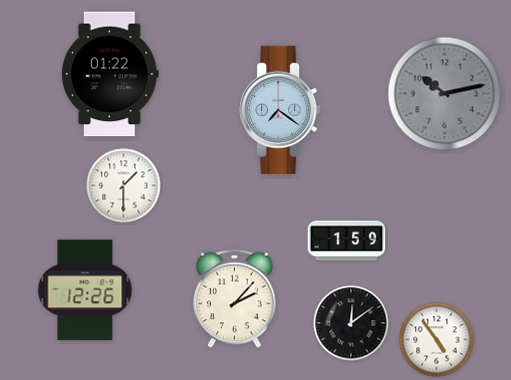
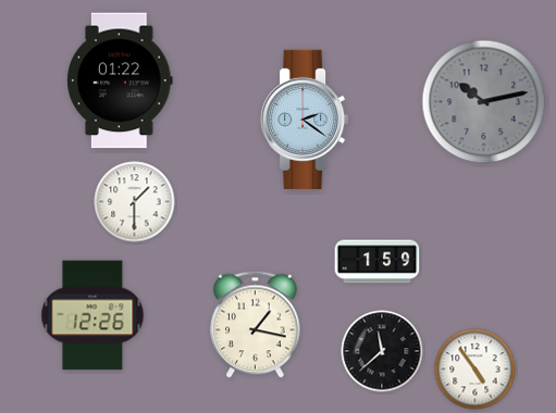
clock at (280, 110): 7:21 -> 2:21
clock at (235, 299): 2:07 -> 1:17
clock at (351, 323): 12:09 -> 11:38
